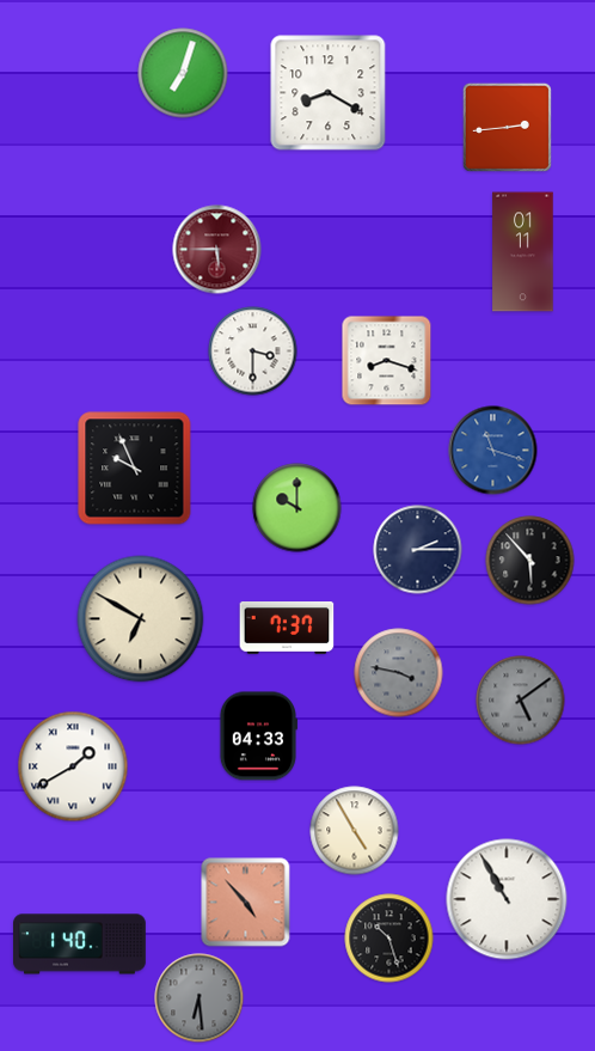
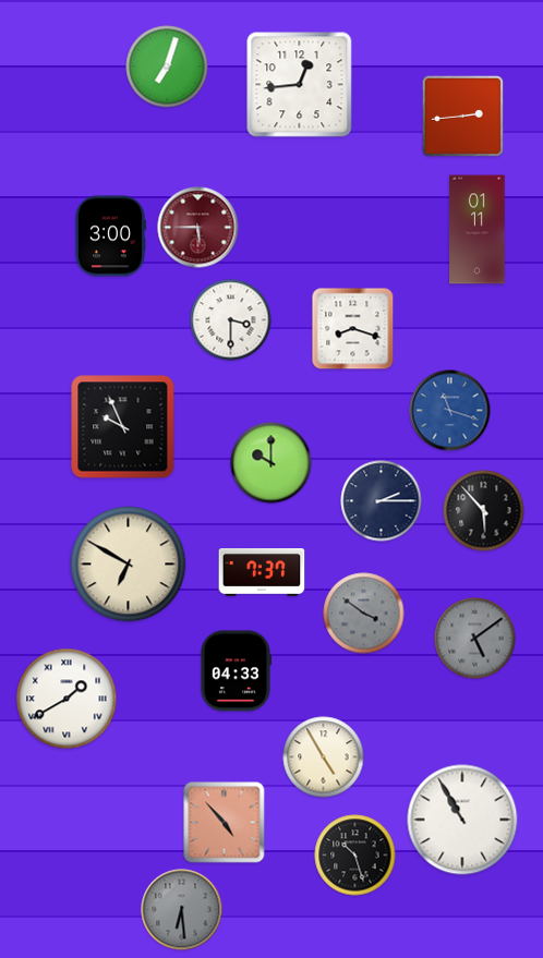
clock at (329, 93): 8:20 -> 12:44
clock at (110, 237): none -> 3:00
clock at (399, 673): 3:47 -> 3:51
clock at (80, 945): 1:40 -> none
